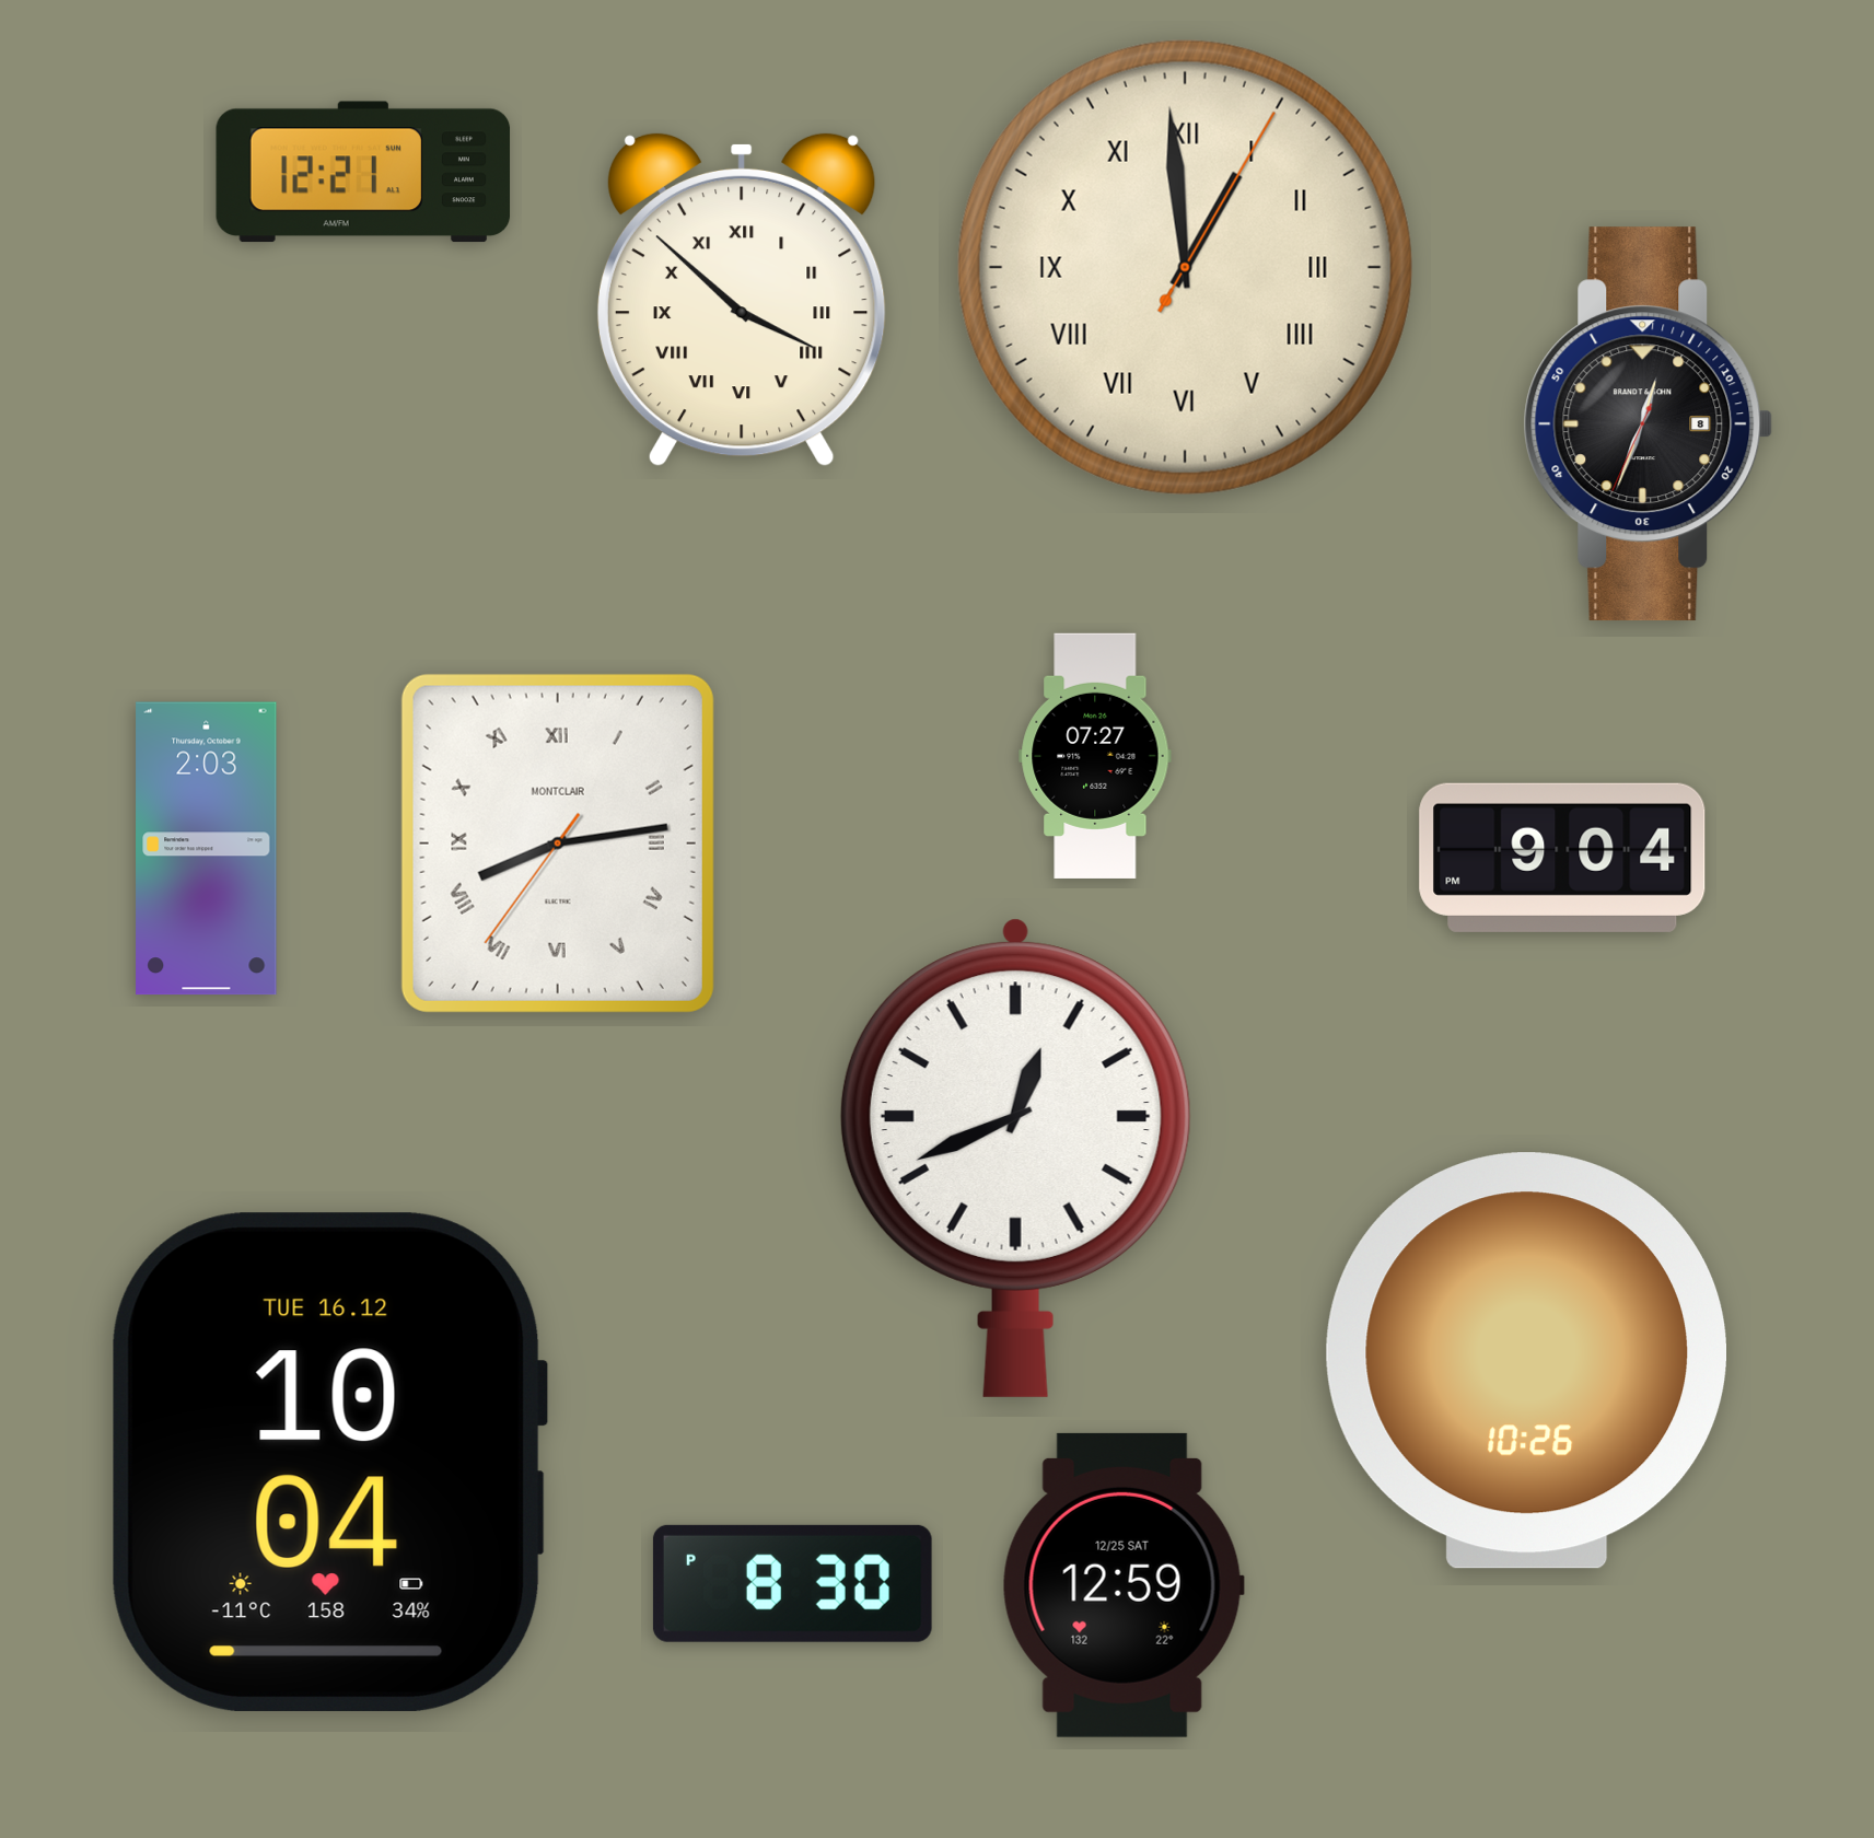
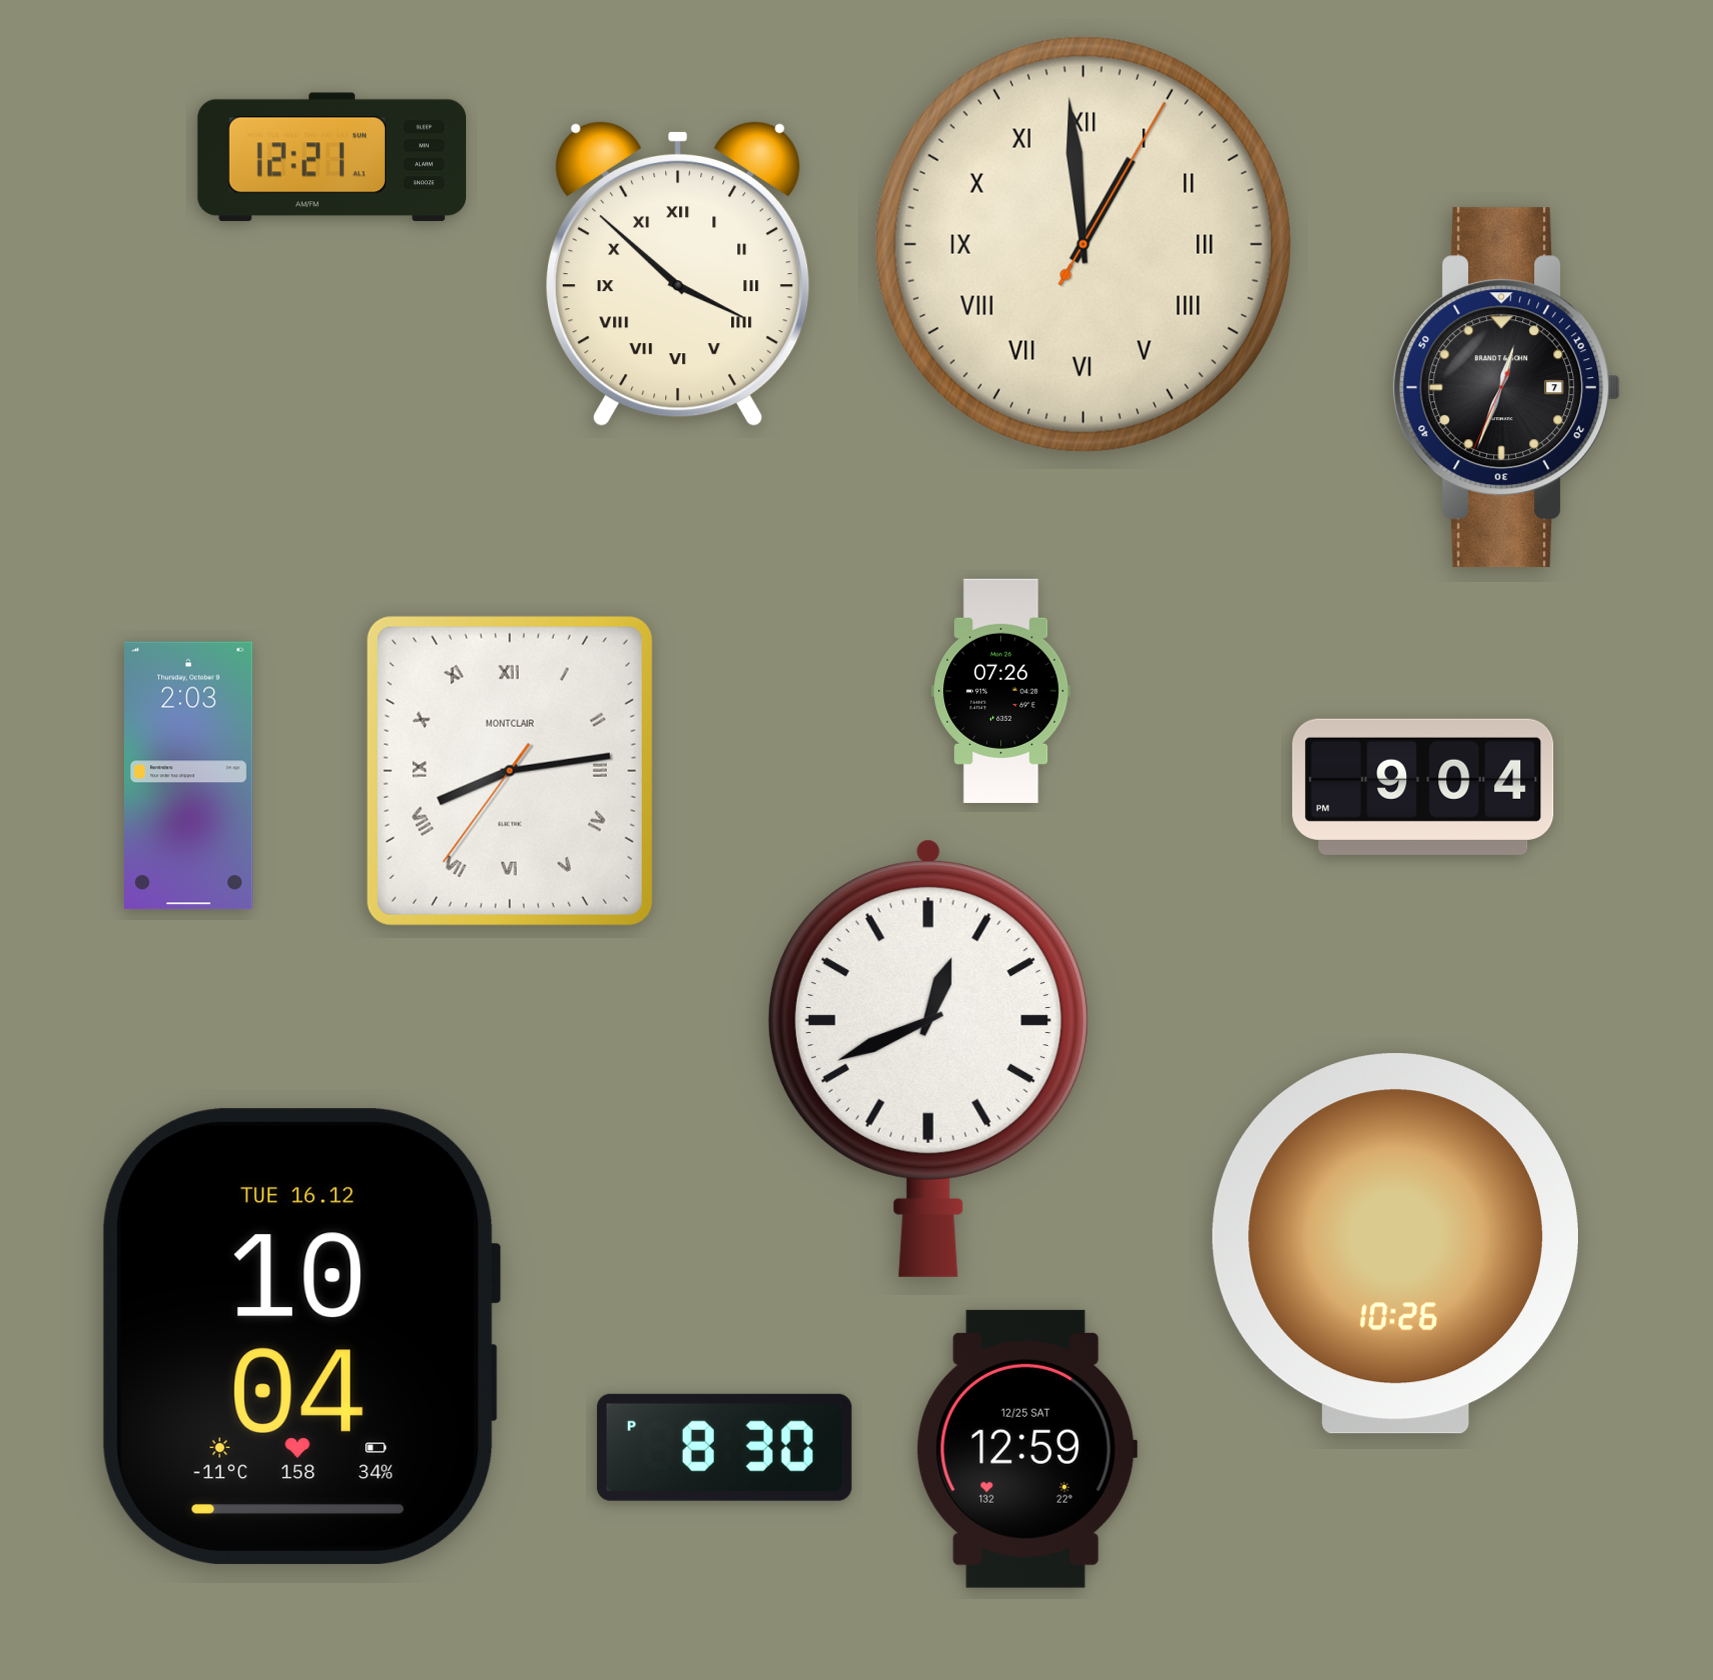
clock at (1649, 424) date: 8 -> 7
clock at (1095, 756): 07:27 -> 07:26
clock at (1562, 858) position: (1562, 858) -> (1423, 787)
